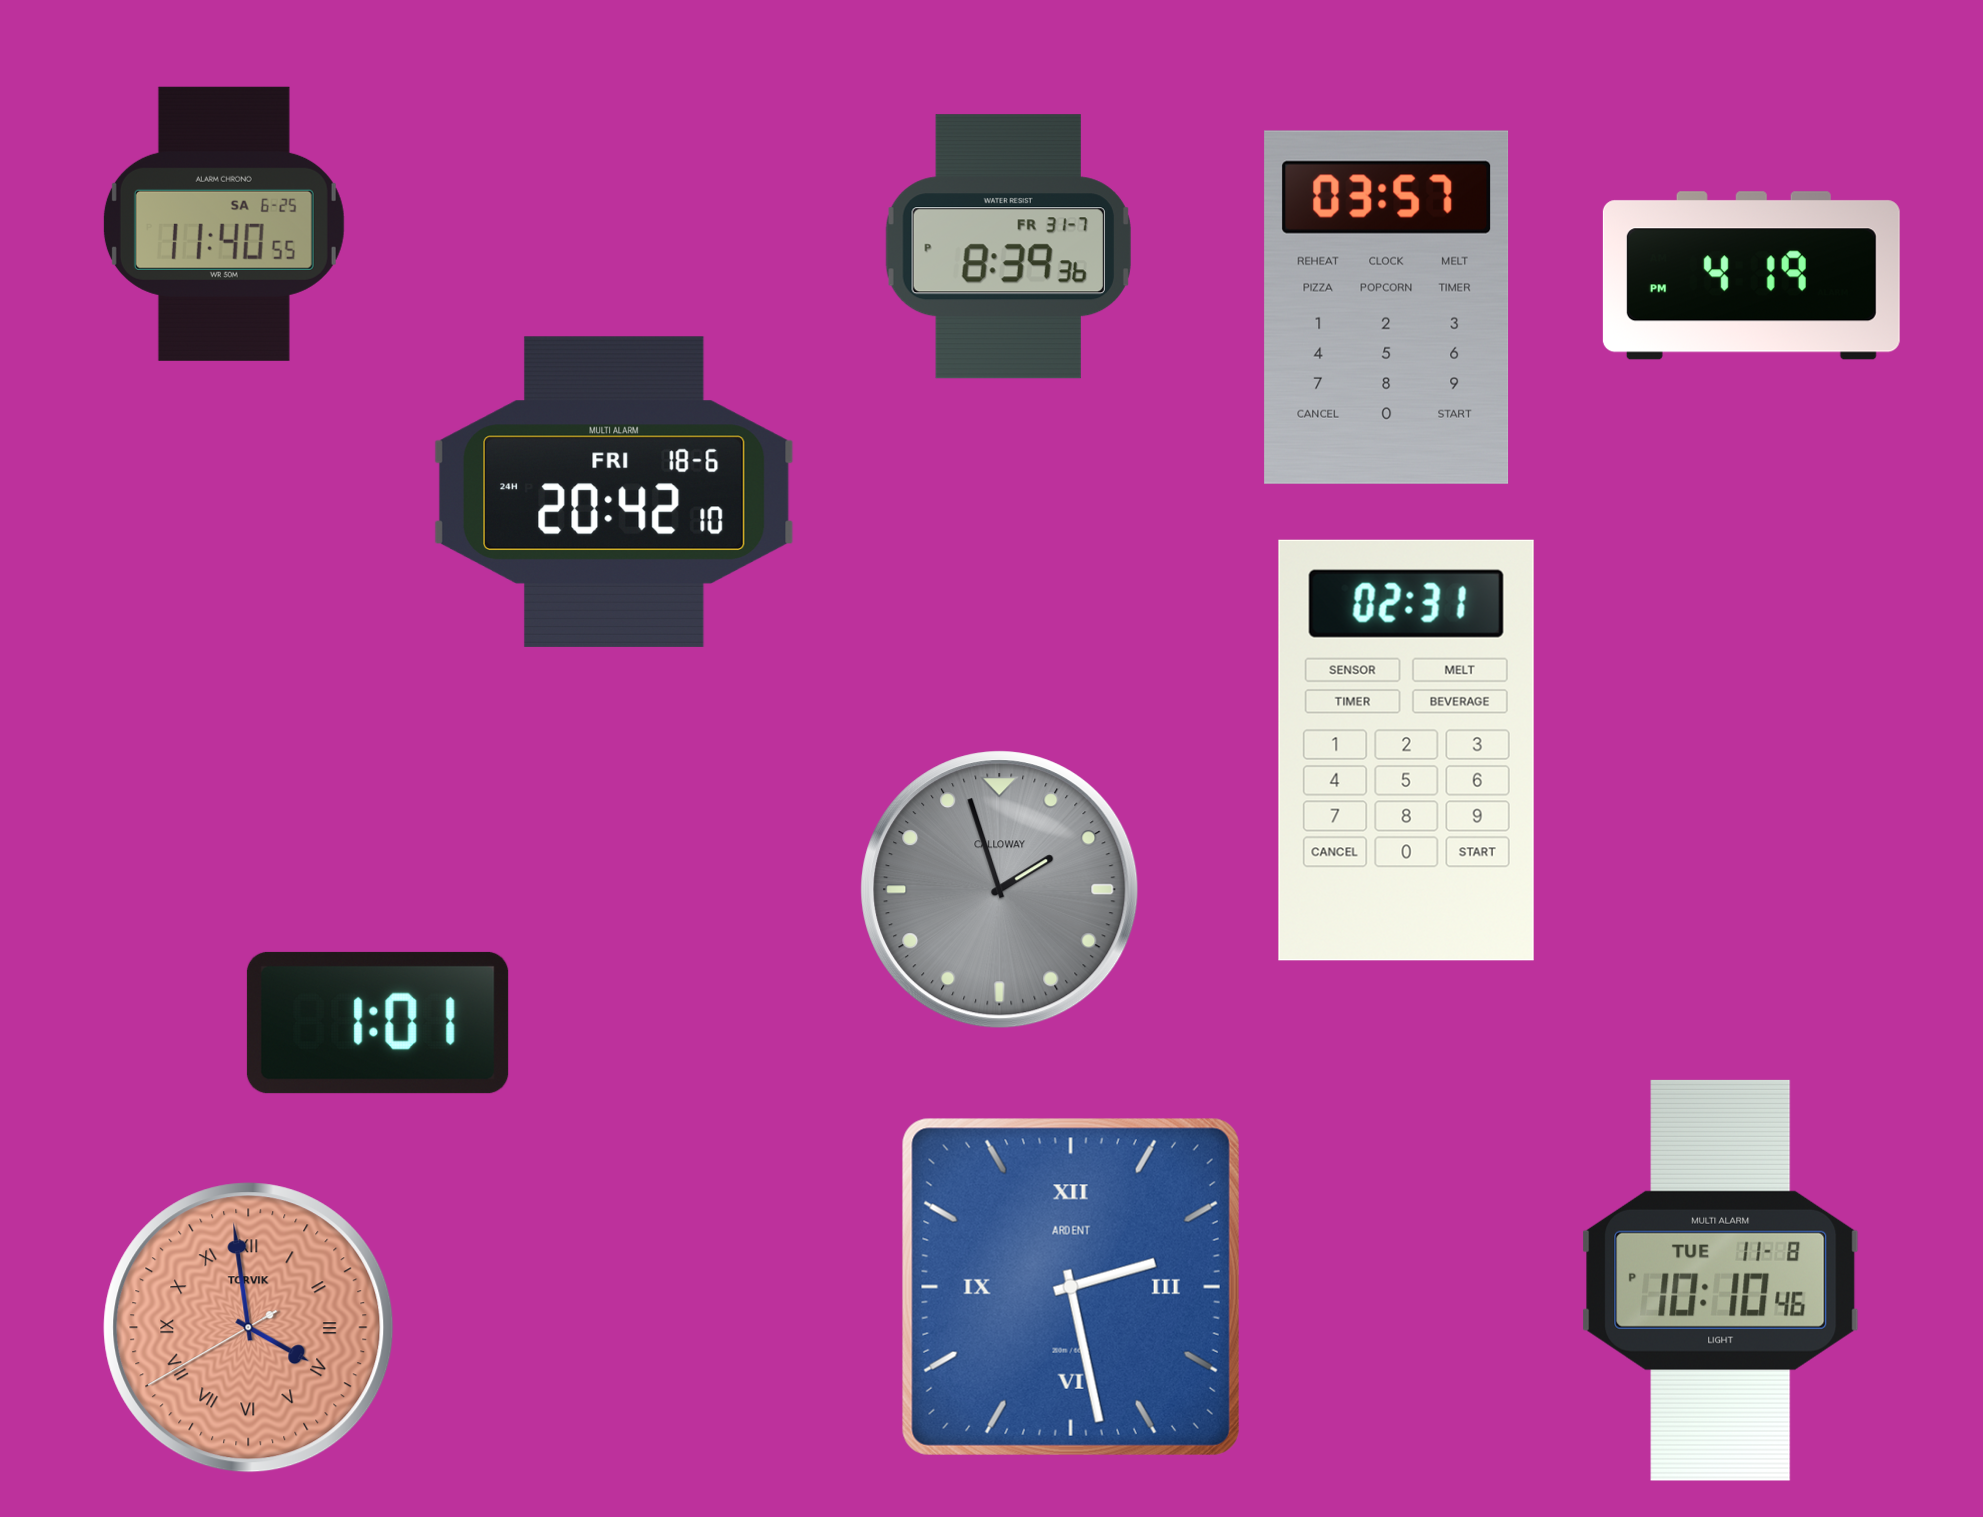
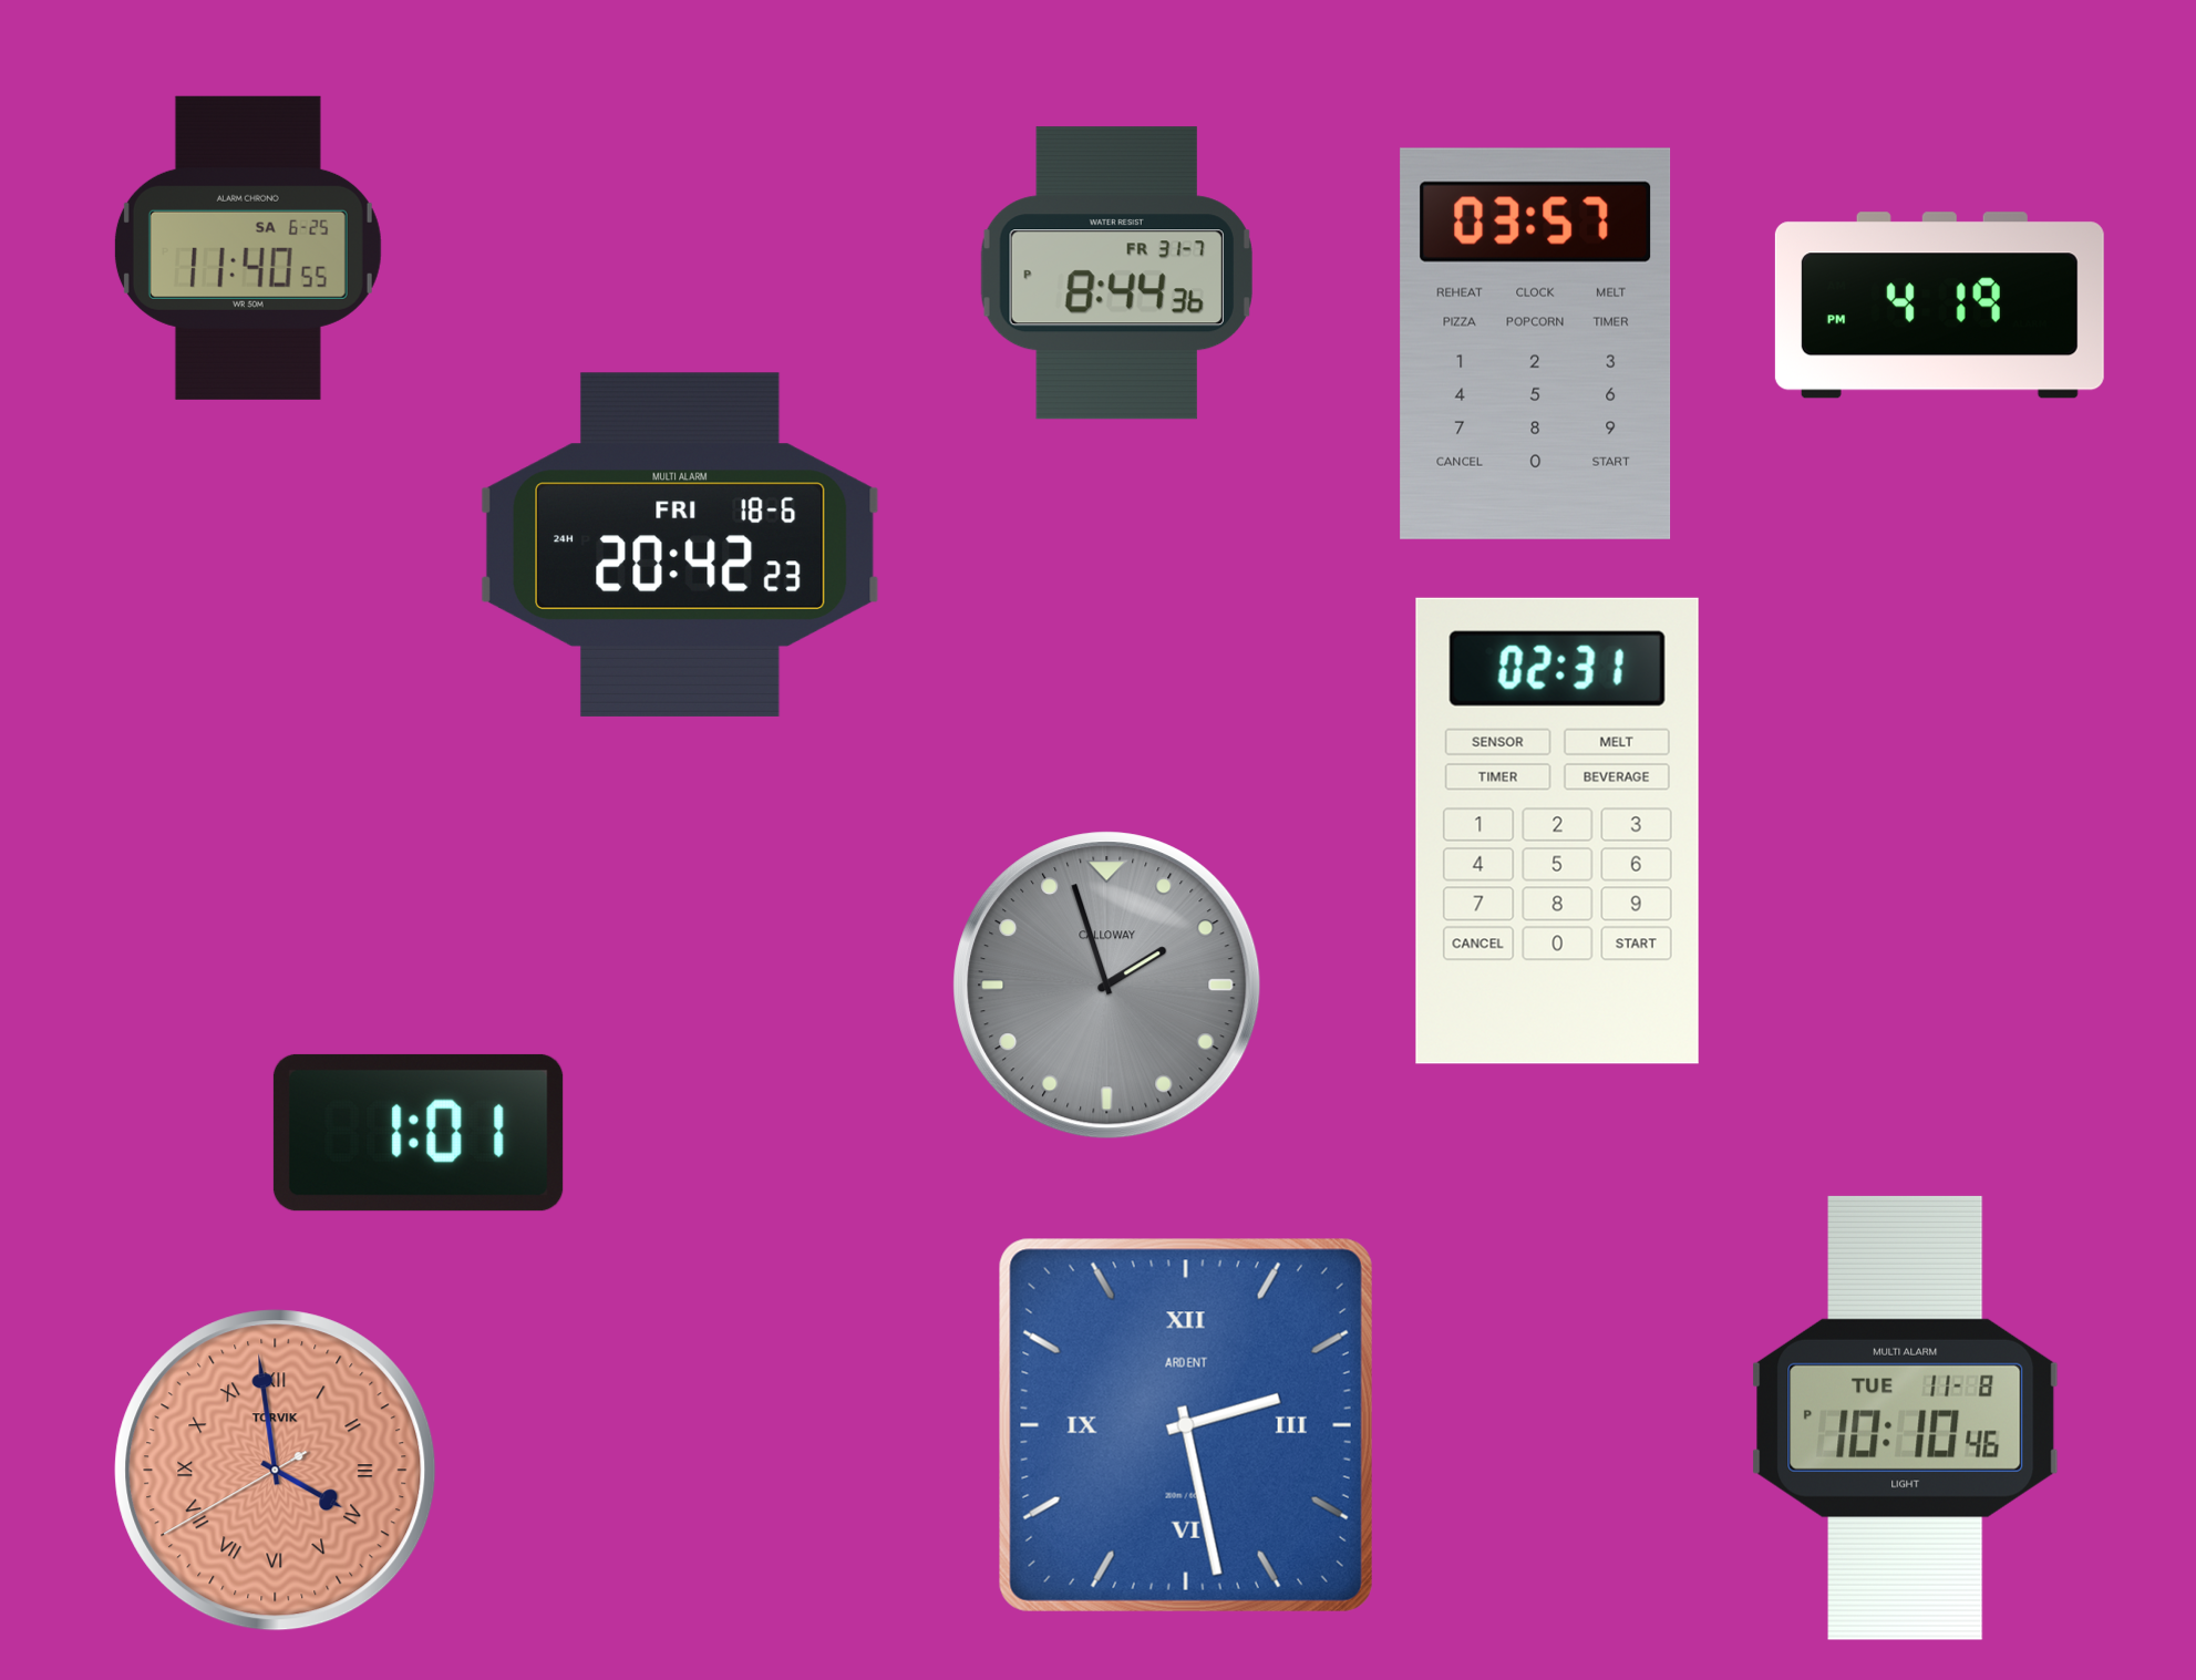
clock at (1008, 247): 8:39 -> 8:44
clock at (1387, 307) position: (1387, 307) -> (1536, 343)
clock at (614, 492): 20:42:10 -> 20:42:23
